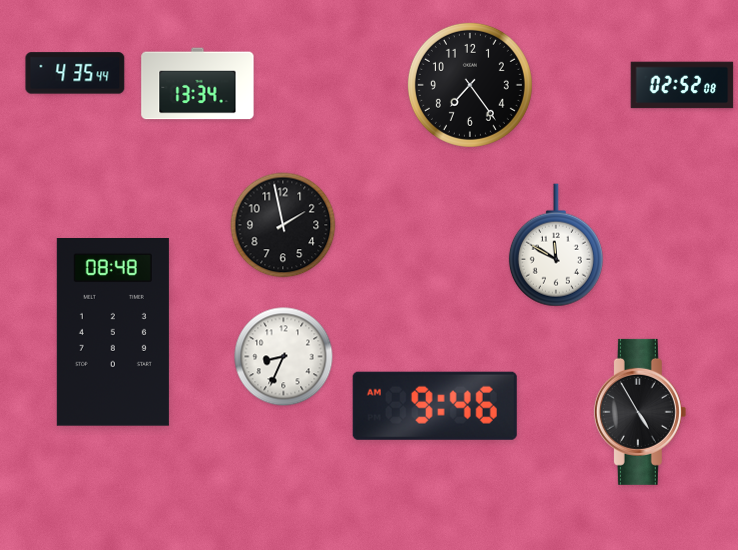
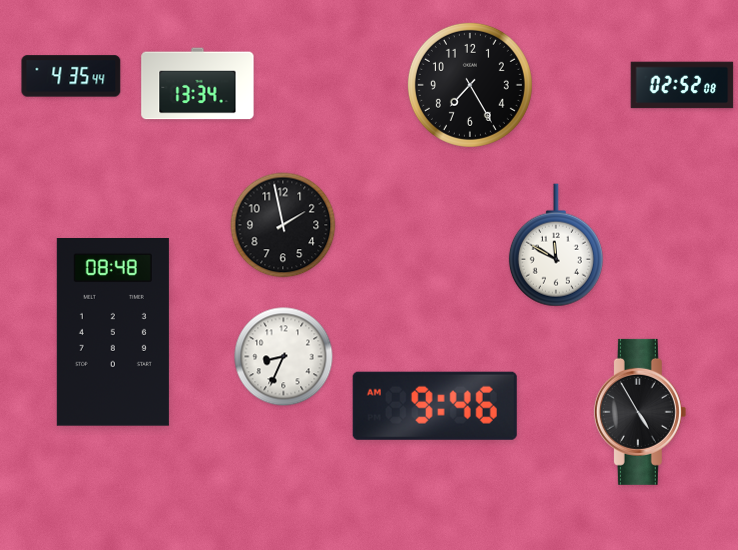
clock at (75, 73) position: (75, 73) -> (71, 76)
clock at (470, 85): 7:24 -> 7:25
